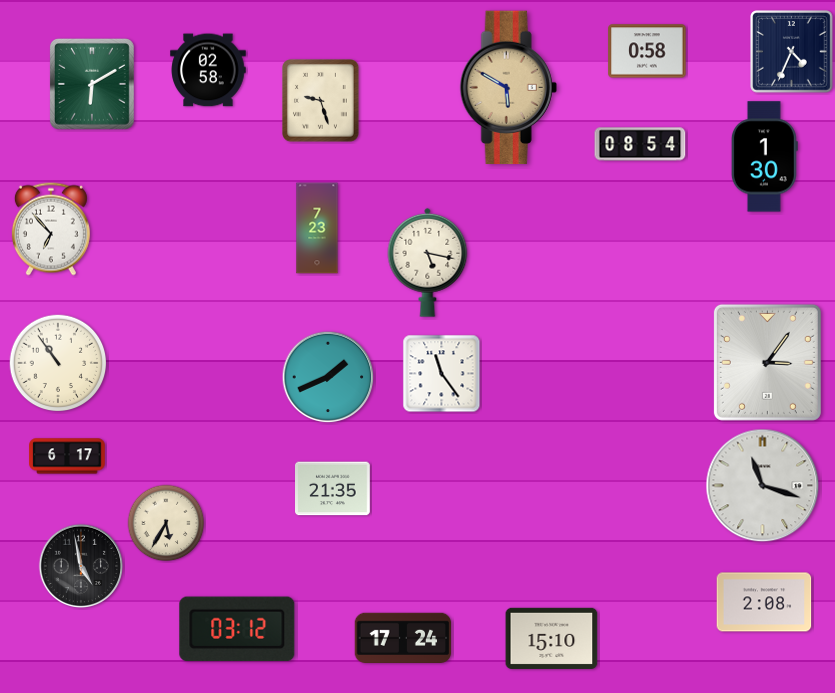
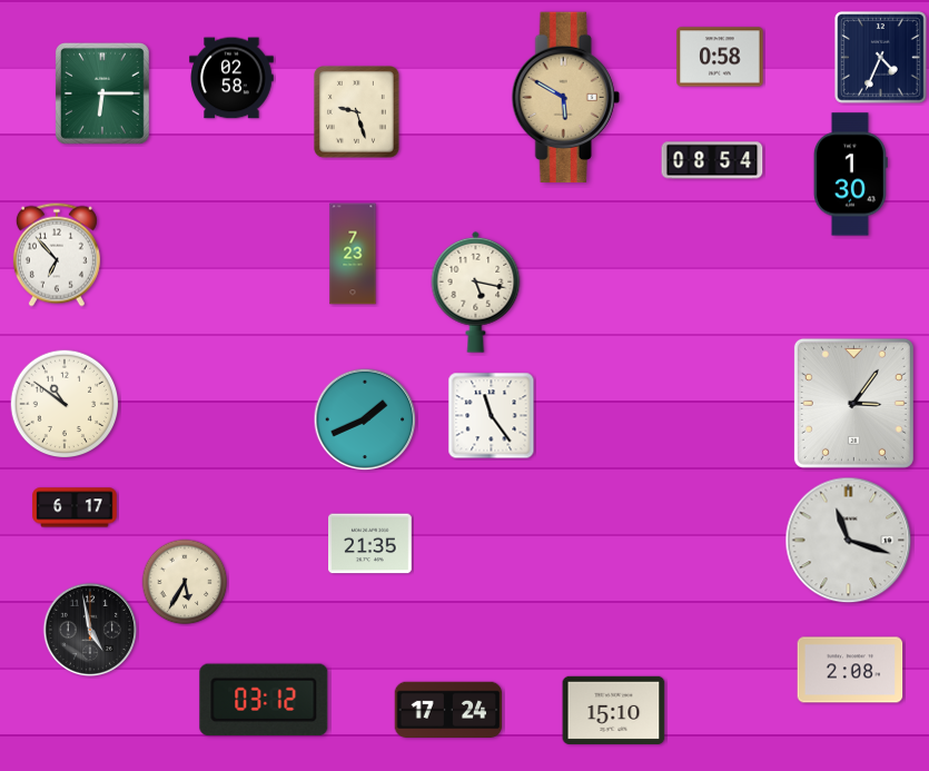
clock at (92, 84): 6:10 -> 6:15
clock at (58, 363): 10:54 -> 10:51
